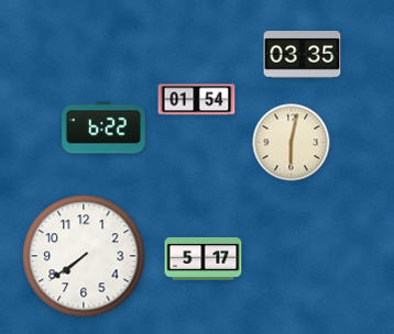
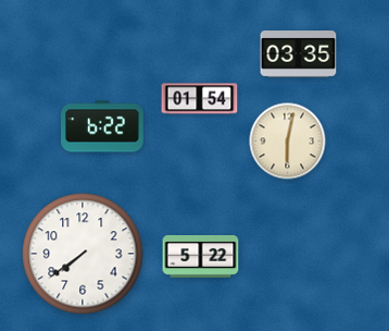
clock at (197, 100) position: (197, 100) -> (200, 99)
clock at (204, 259): 5:17 -> 5:22
